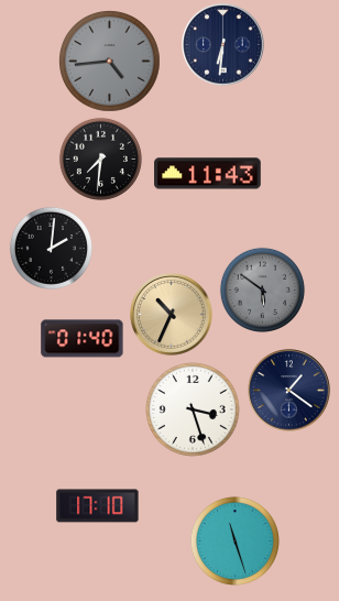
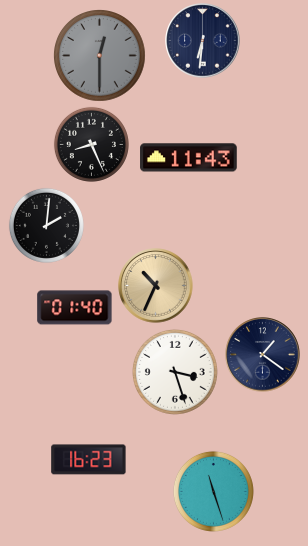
clock at (110, 62): 4:44 -> 12:30
clock at (100, 159): 7:31 -> 8:26
clock at (262, 289): 5:51 -> none
clock at (98, 506): 17:10 -> 16:23
